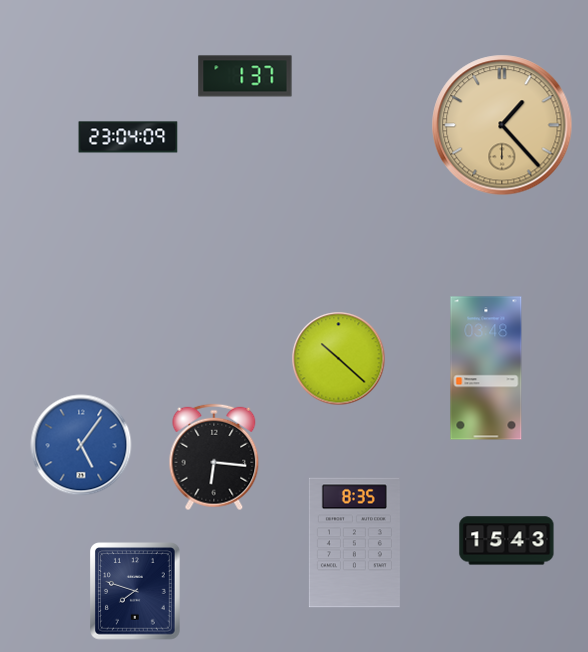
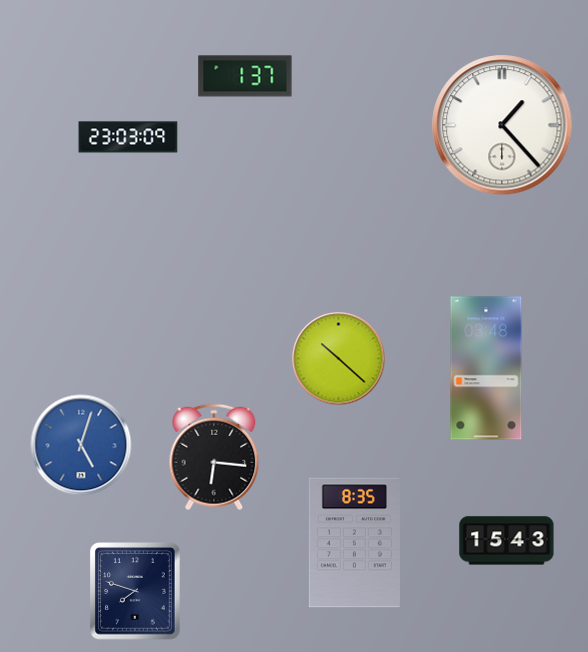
clock at (502, 125) dial: champagne -> white
clock at (128, 137): 23:04 -> 23:03
clock at (81, 445): 5:06 -> 5:03
